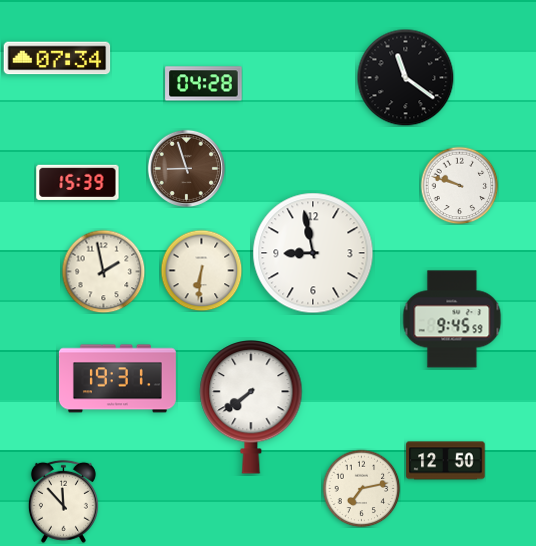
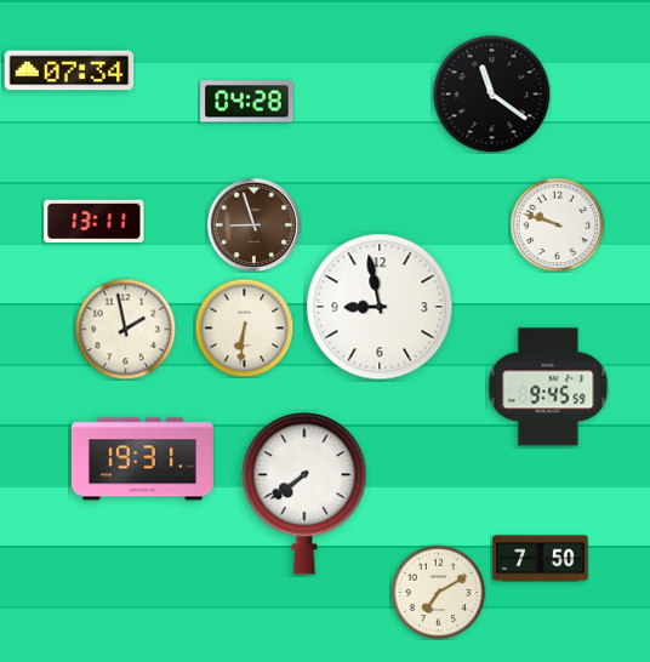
clock at (186, 168) position: (186, 168) -> (253, 224)
clock at (78, 182): 15:39 -> 13:11
clock at (446, 461): 12:50 -> 7:50
clock at (361, 488): 7:13 -> 7:10
clock at (63, 501): 11:53 -> none
